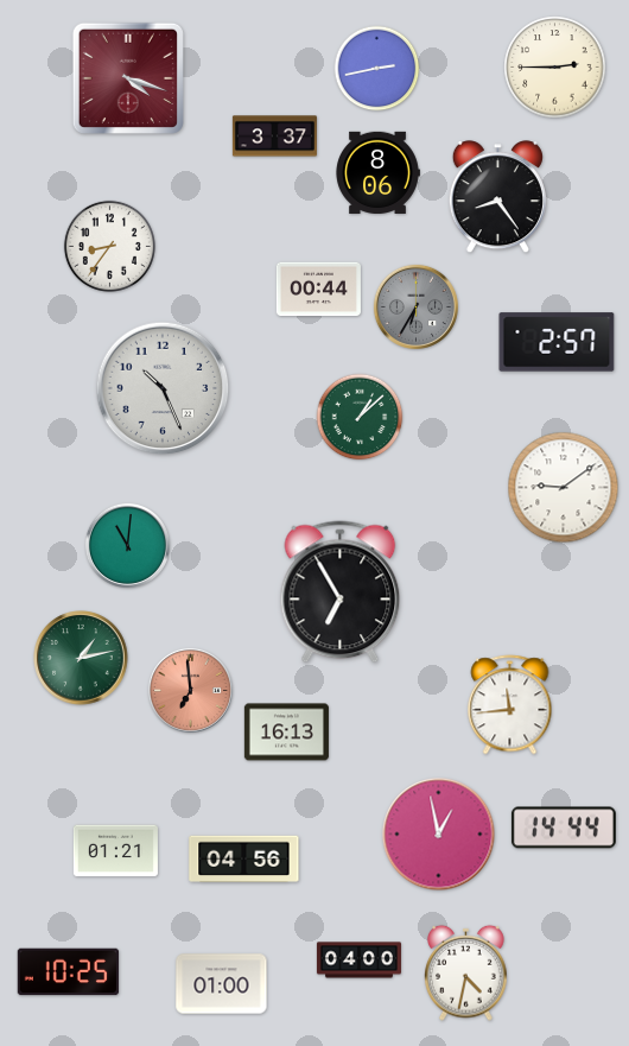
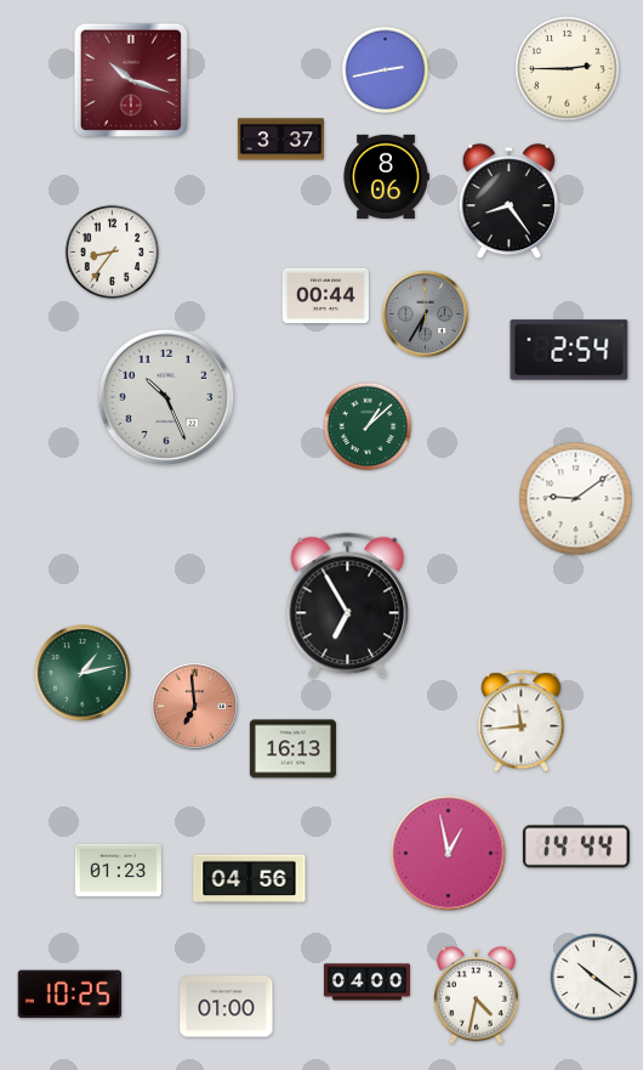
clock at (128, 78): 4:18 -> 10:18
clock at (557, 342): 2:57 -> 2:54
clock at (127, 545): 11:01 -> none
clock at (115, 851): 01:21 -> 01:23
clock at (594, 978): none -> 10:21
